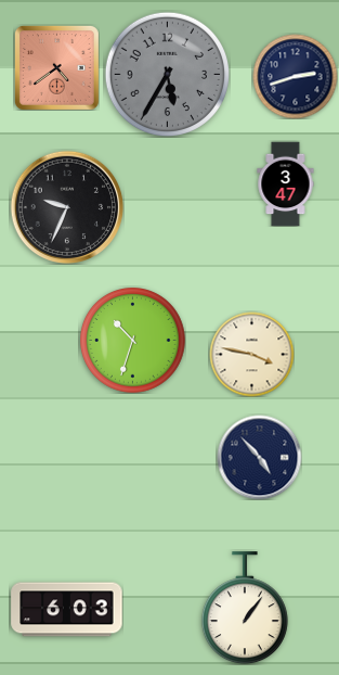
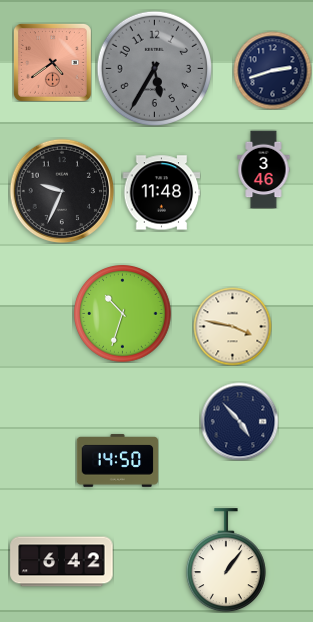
clock at (286, 183): 3:47 -> 3:46
clock at (161, 193): none -> 11:48
clock at (117, 461): none -> 14:50
clock at (67, 610): 6:03 -> 6:42
